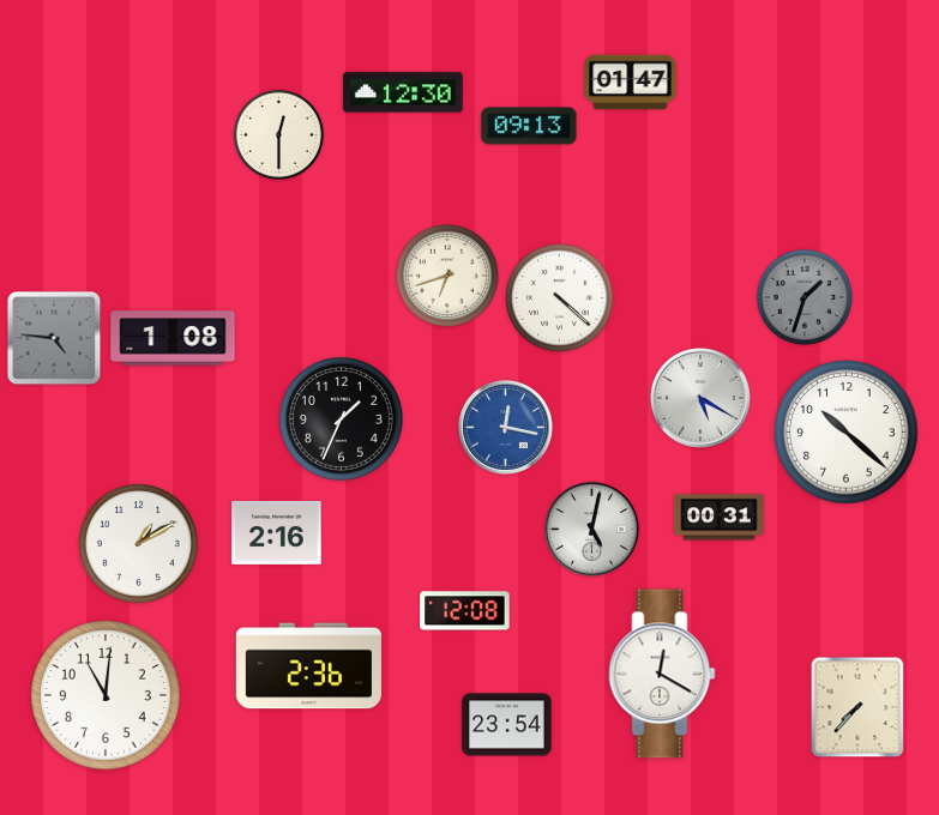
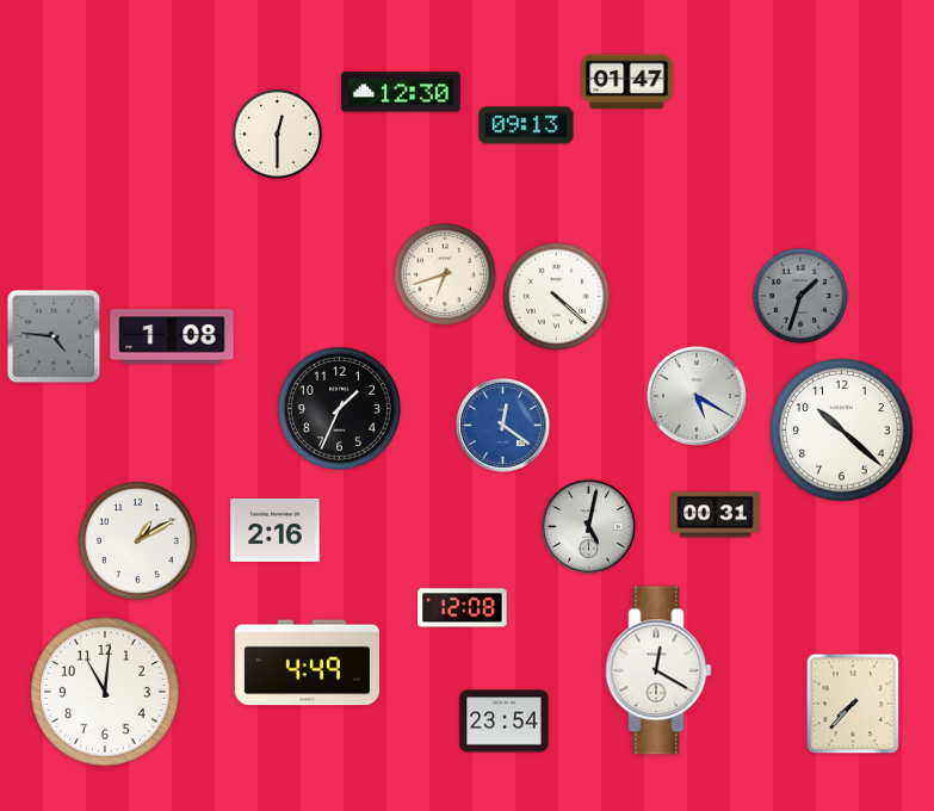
clock at (341, 418) position: (341, 418) -> (339, 408)
clock at (505, 427): 12:17 -> 12:21
clock at (308, 666): 2:36 -> 4:49
